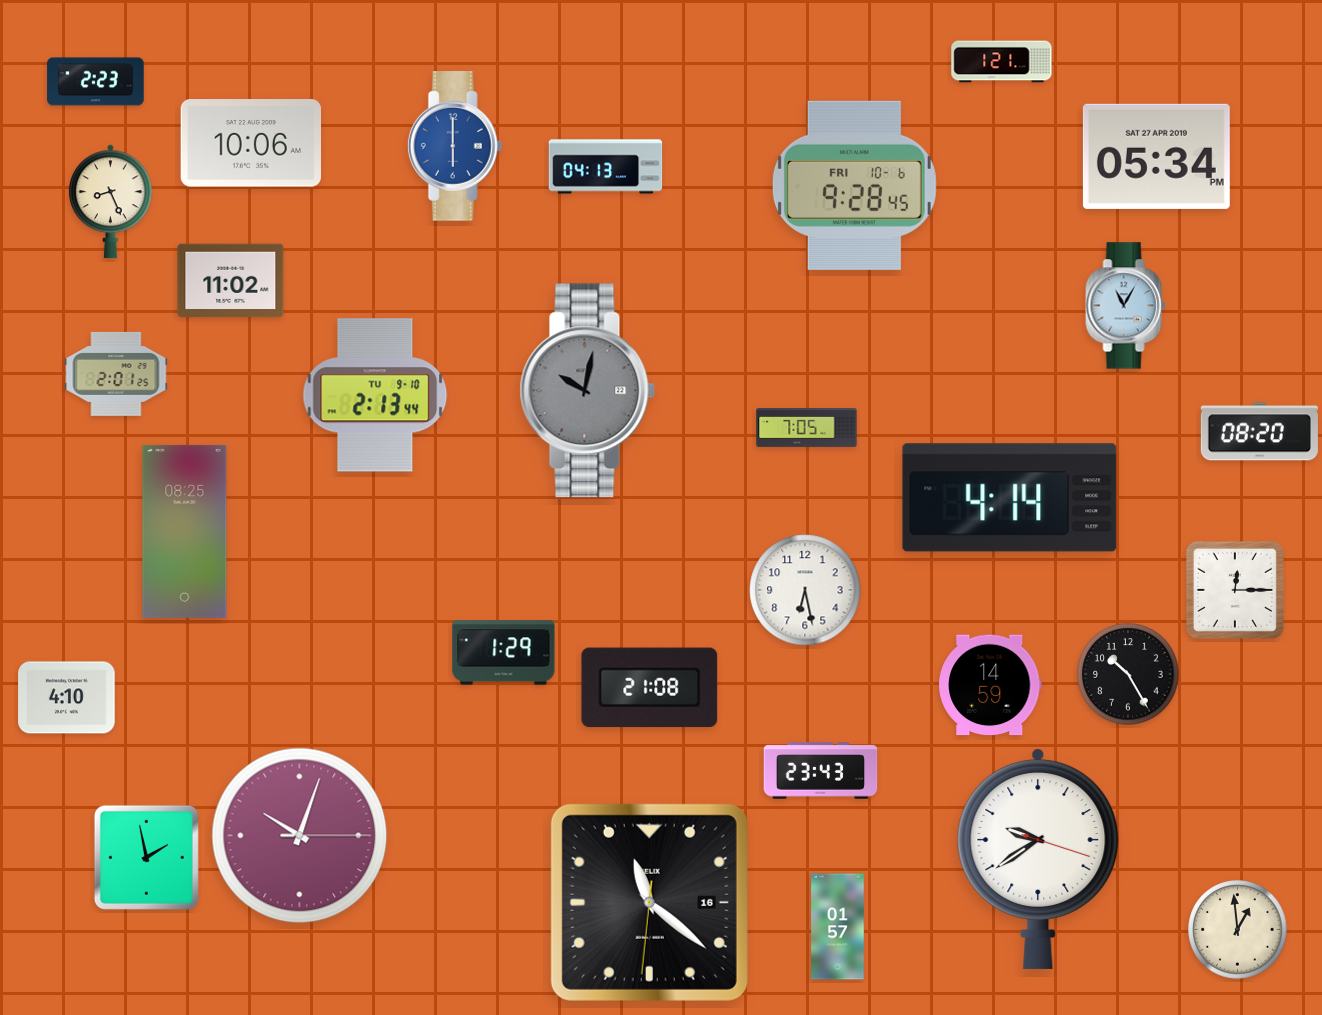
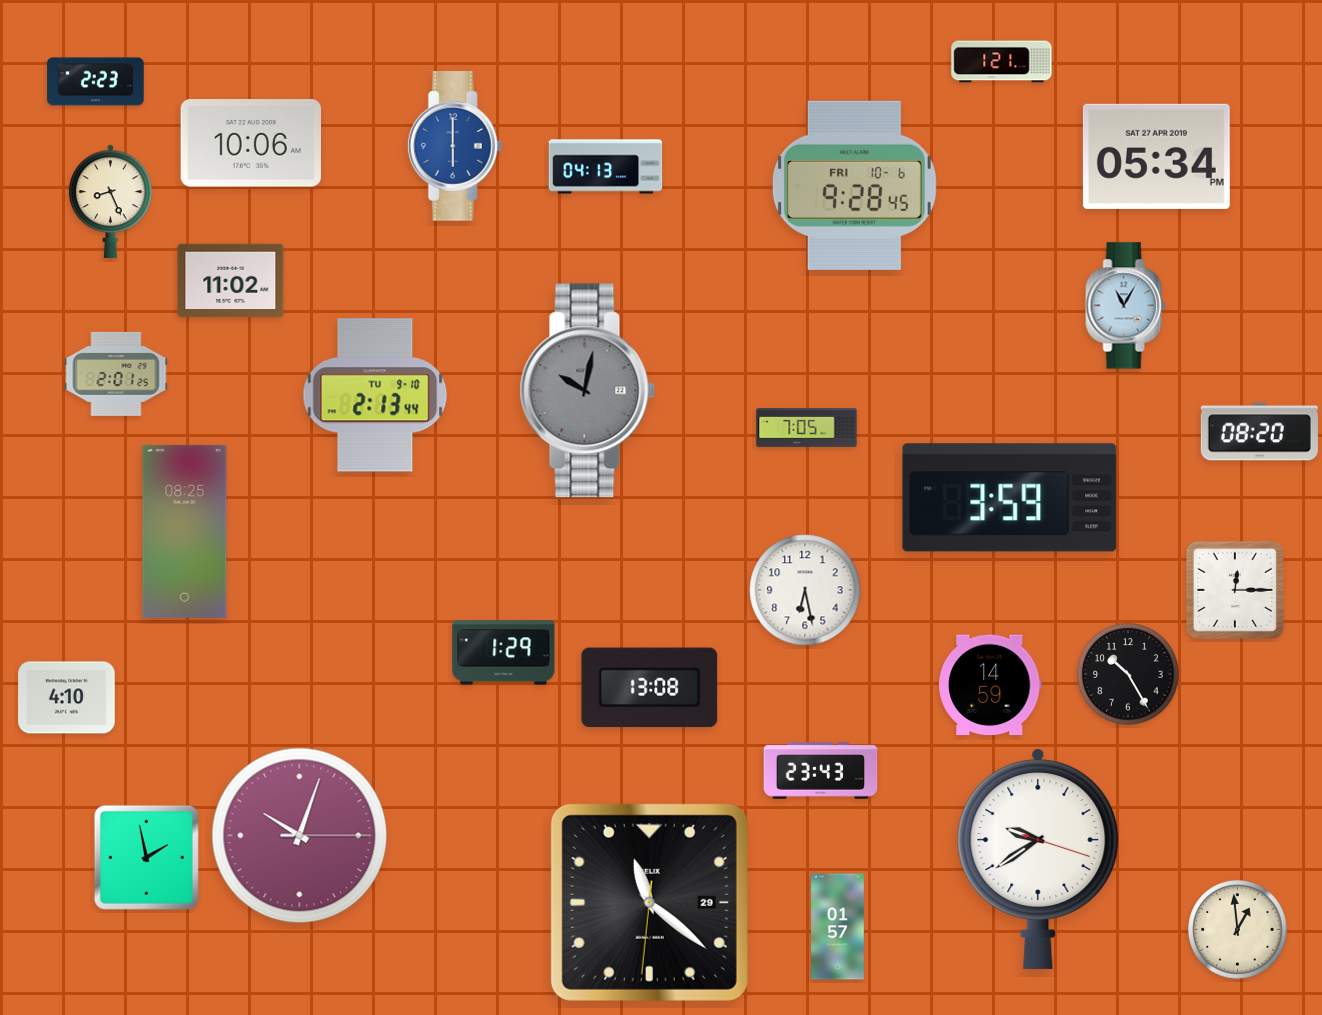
clock at (1010, 498): 4:14 -> 3:59
clock at (650, 688): 21:08 -> 13:08
clock at (649, 902) date: 16 -> 29
